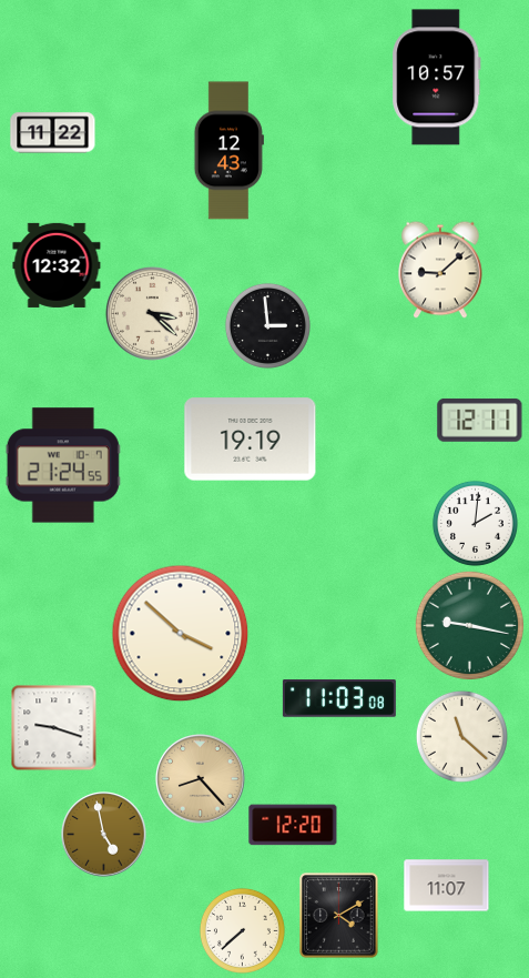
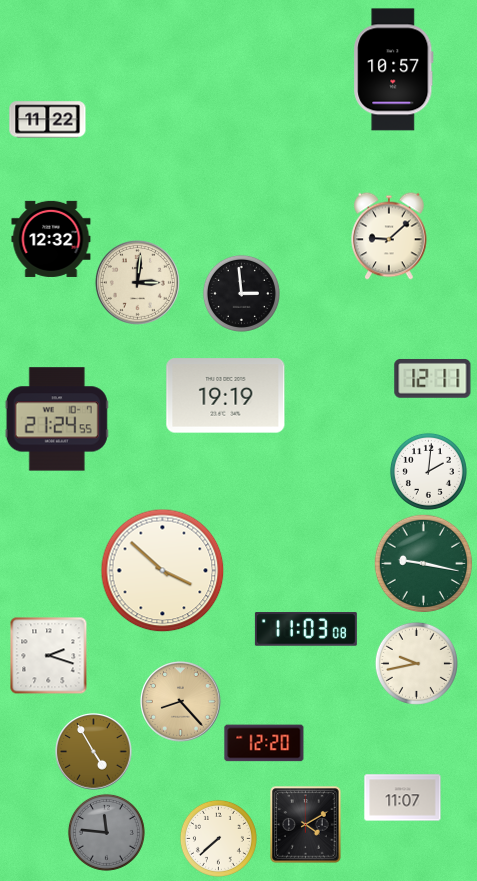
clock at (228, 151): 12:43 -> none
clock at (440, 270) position: (440, 270) -> (389, 236)
clock at (152, 313): 3:22 -> 3:01
clock at (53, 727): 9:18 -> 2:18
clock at (461, 736): 11:22 -> 9:43
clock at (104, 835): 4:58 -> 4:55
clock at (106, 832): none -> 11:46
